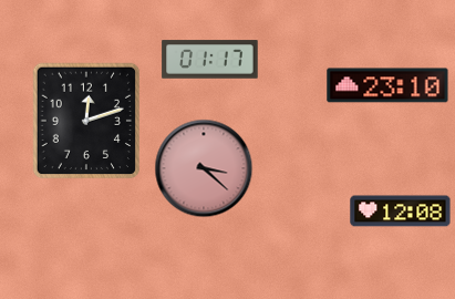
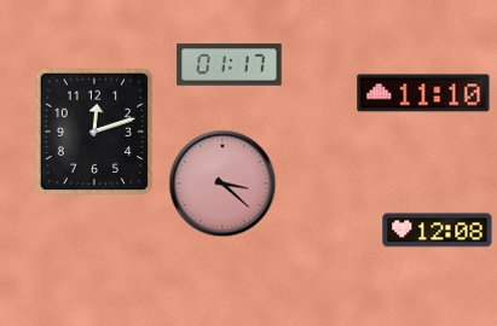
clock at (387, 85): 23:10 -> 11:10
